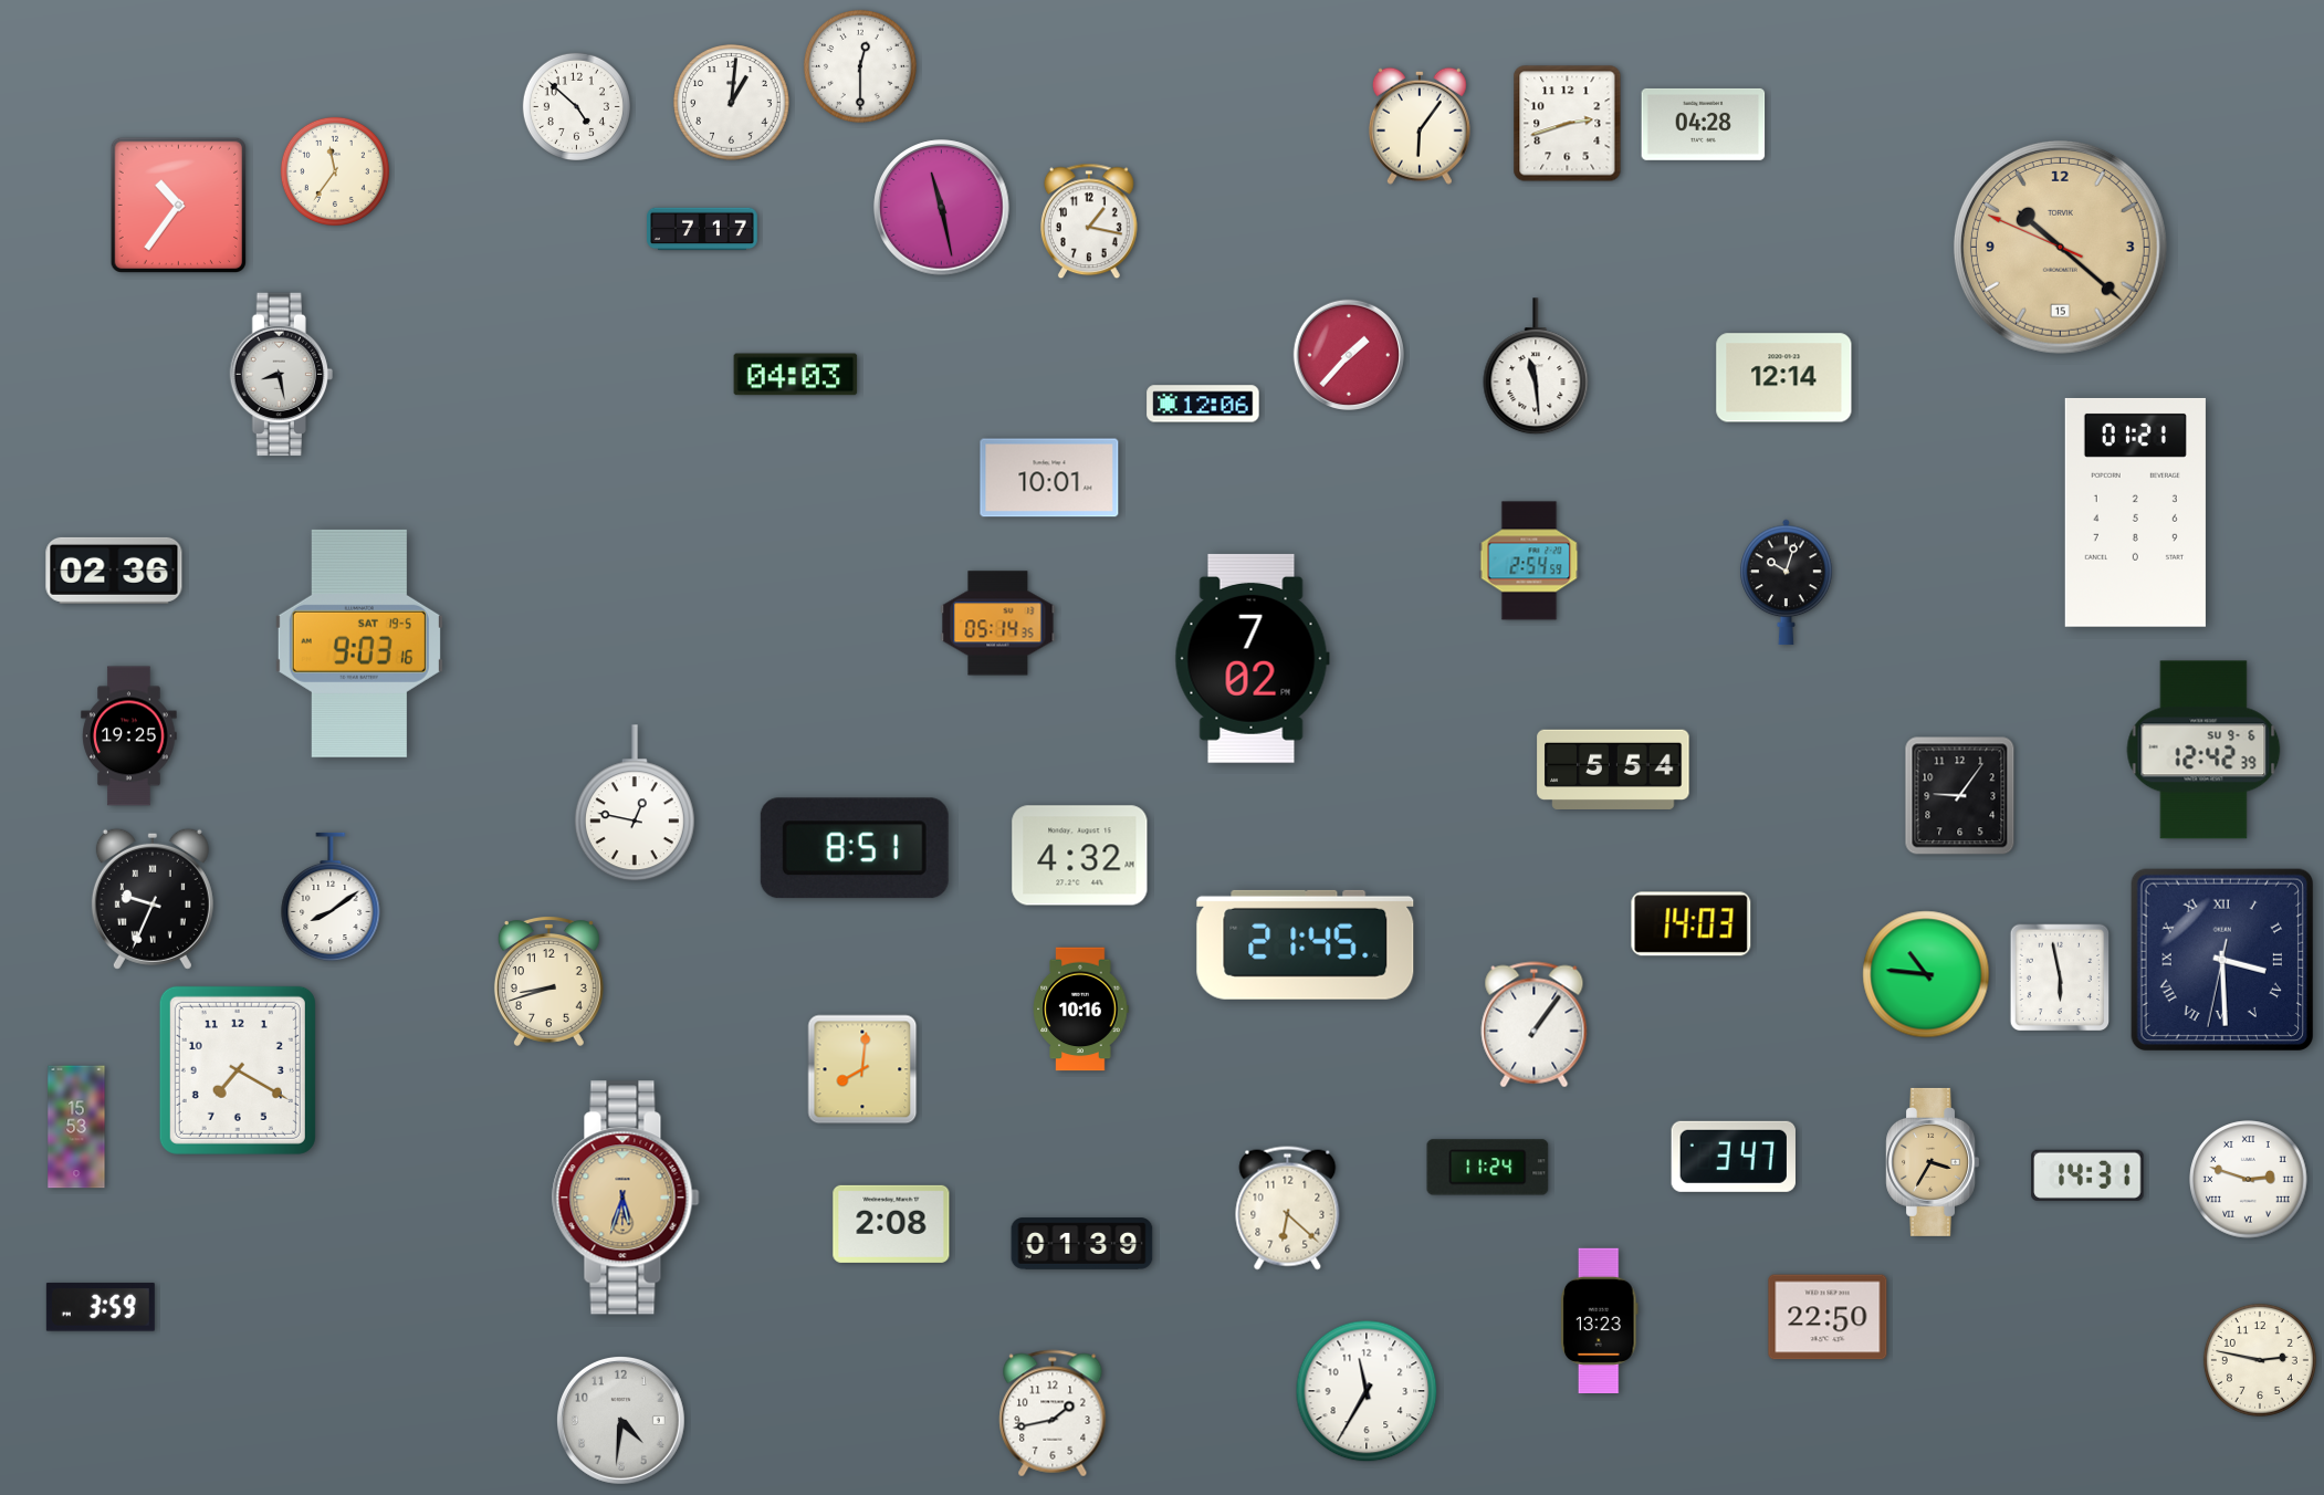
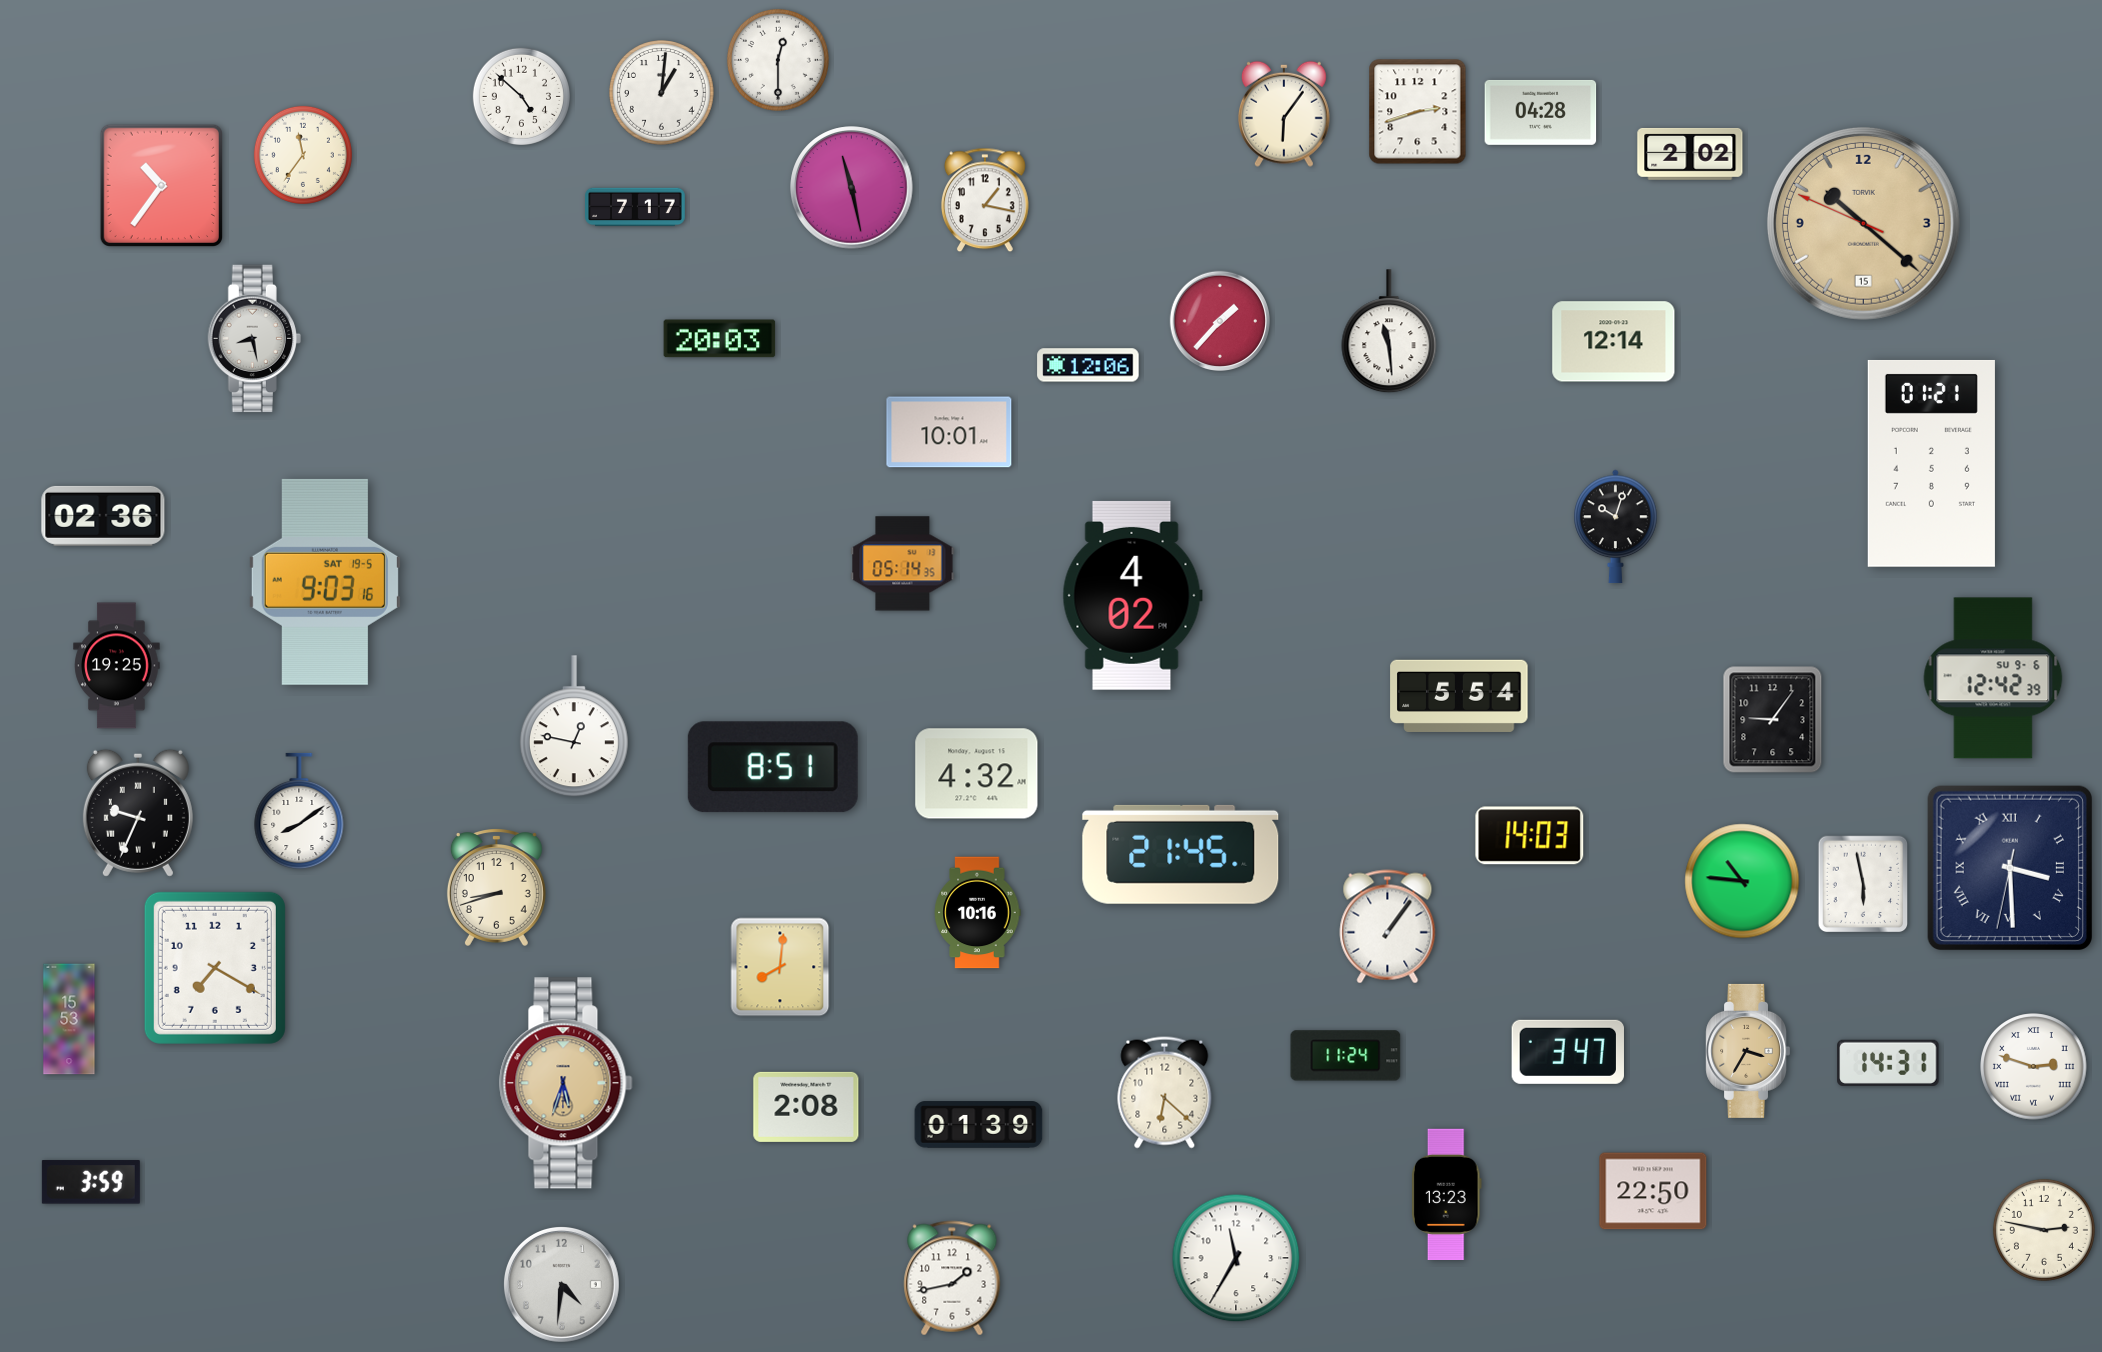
clock at (1690, 154): none -> 2:02
clock at (796, 375): 04:03 -> 20:03
clock at (1529, 561): 2:54 -> none
clock at (1252, 658): 7:02 -> 4:02
clock at (1734, 1157) position: (1734, 1157) -> (1568, 1052)
